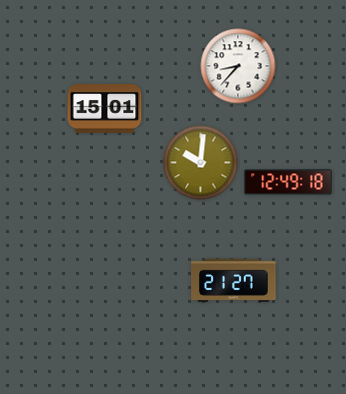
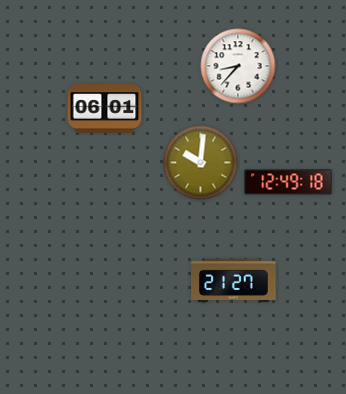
clock at (105, 109): 15:01 -> 06:01
